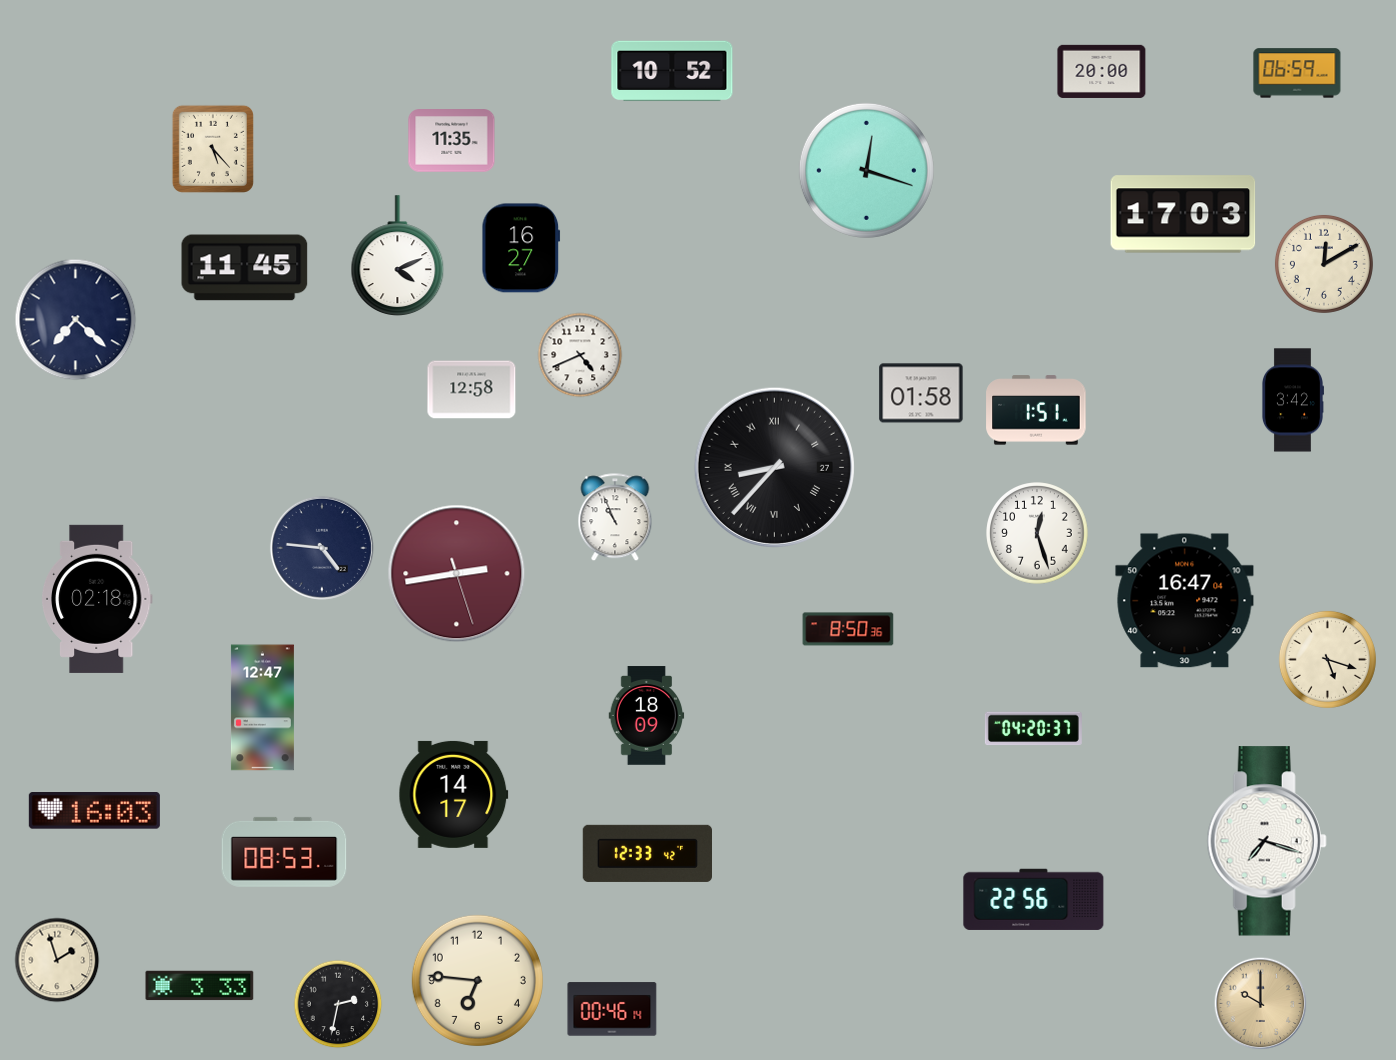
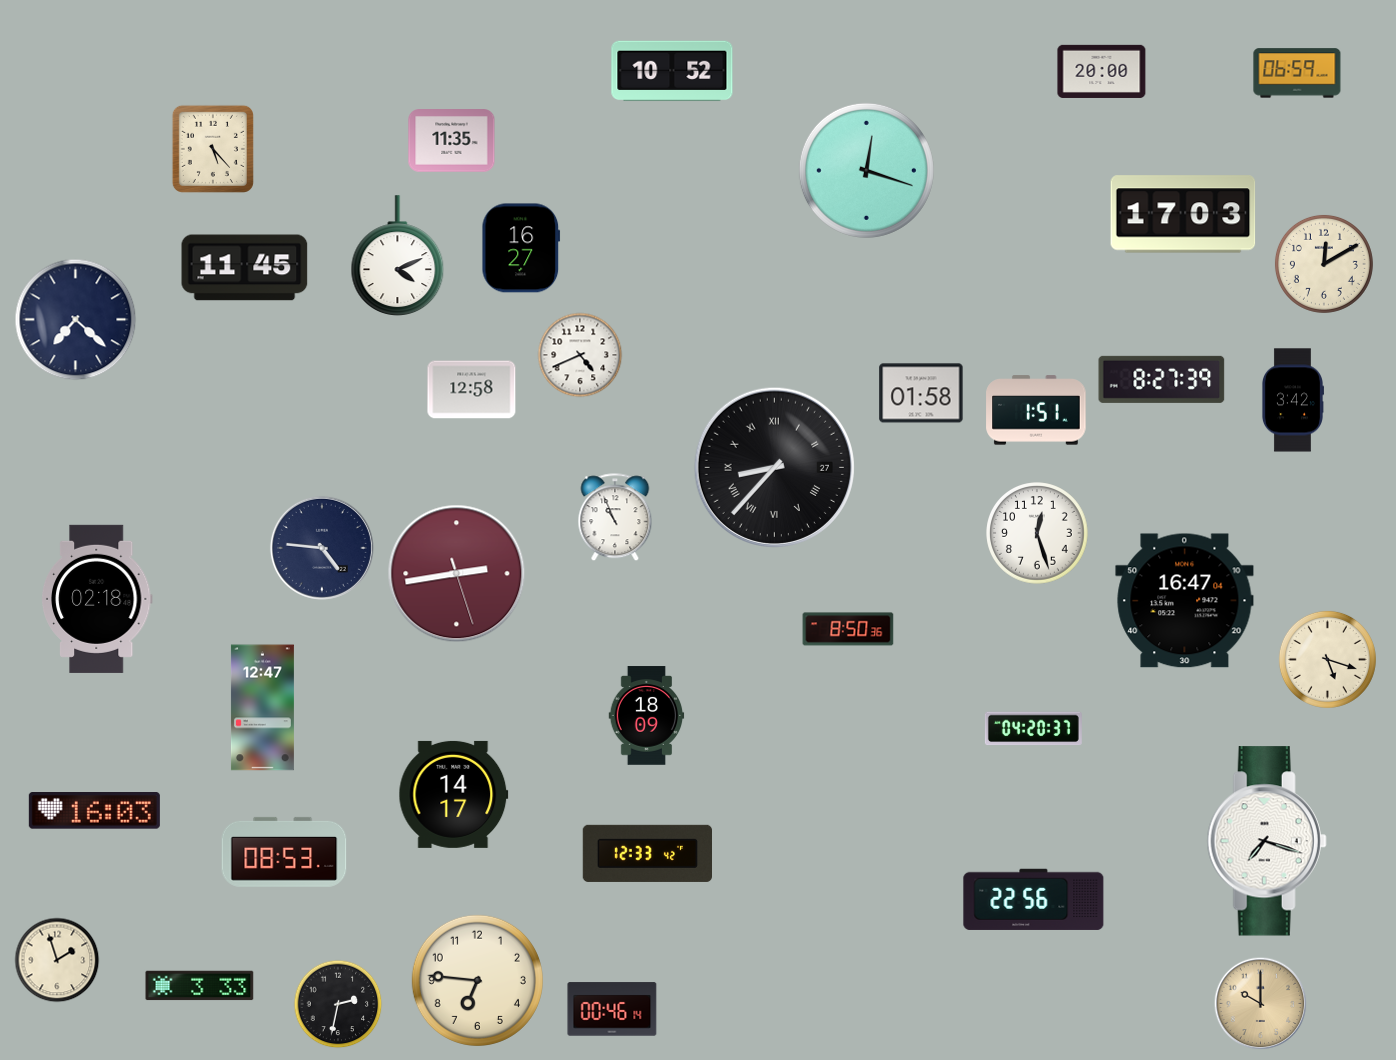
clock at (1162, 379): none -> 8:27
